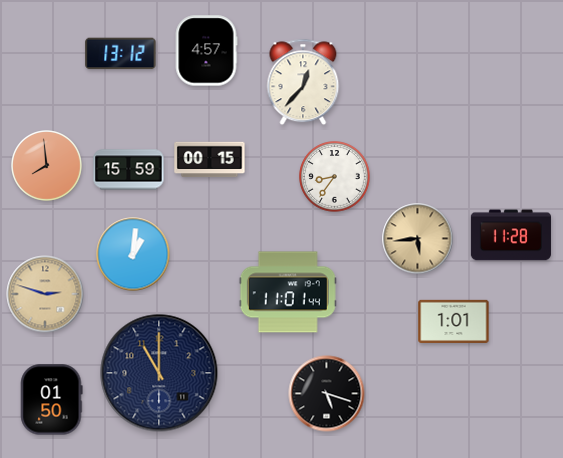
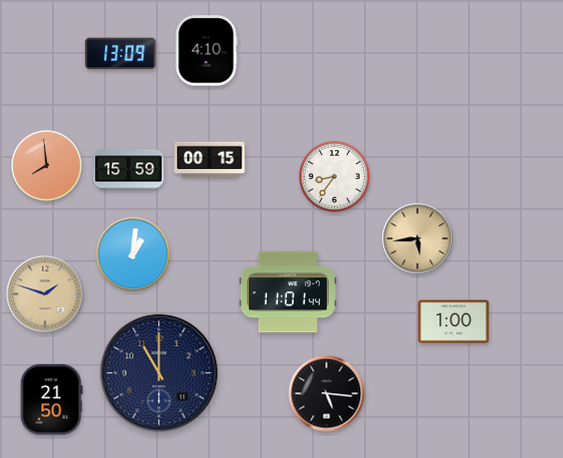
clock at (206, 51): 4:57 -> 4:10
clock at (121, 54): 13:12 -> 13:09
clock at (303, 82): 12:37 -> none
clock at (511, 235): 11:28 -> none
clock at (45, 294): 2:48 -> 1:48
clock at (454, 321): 1:01 -> 1:00
clock at (327, 394): 5:18 -> 5:16
clock at (52, 400): 01:50 -> 21:50
